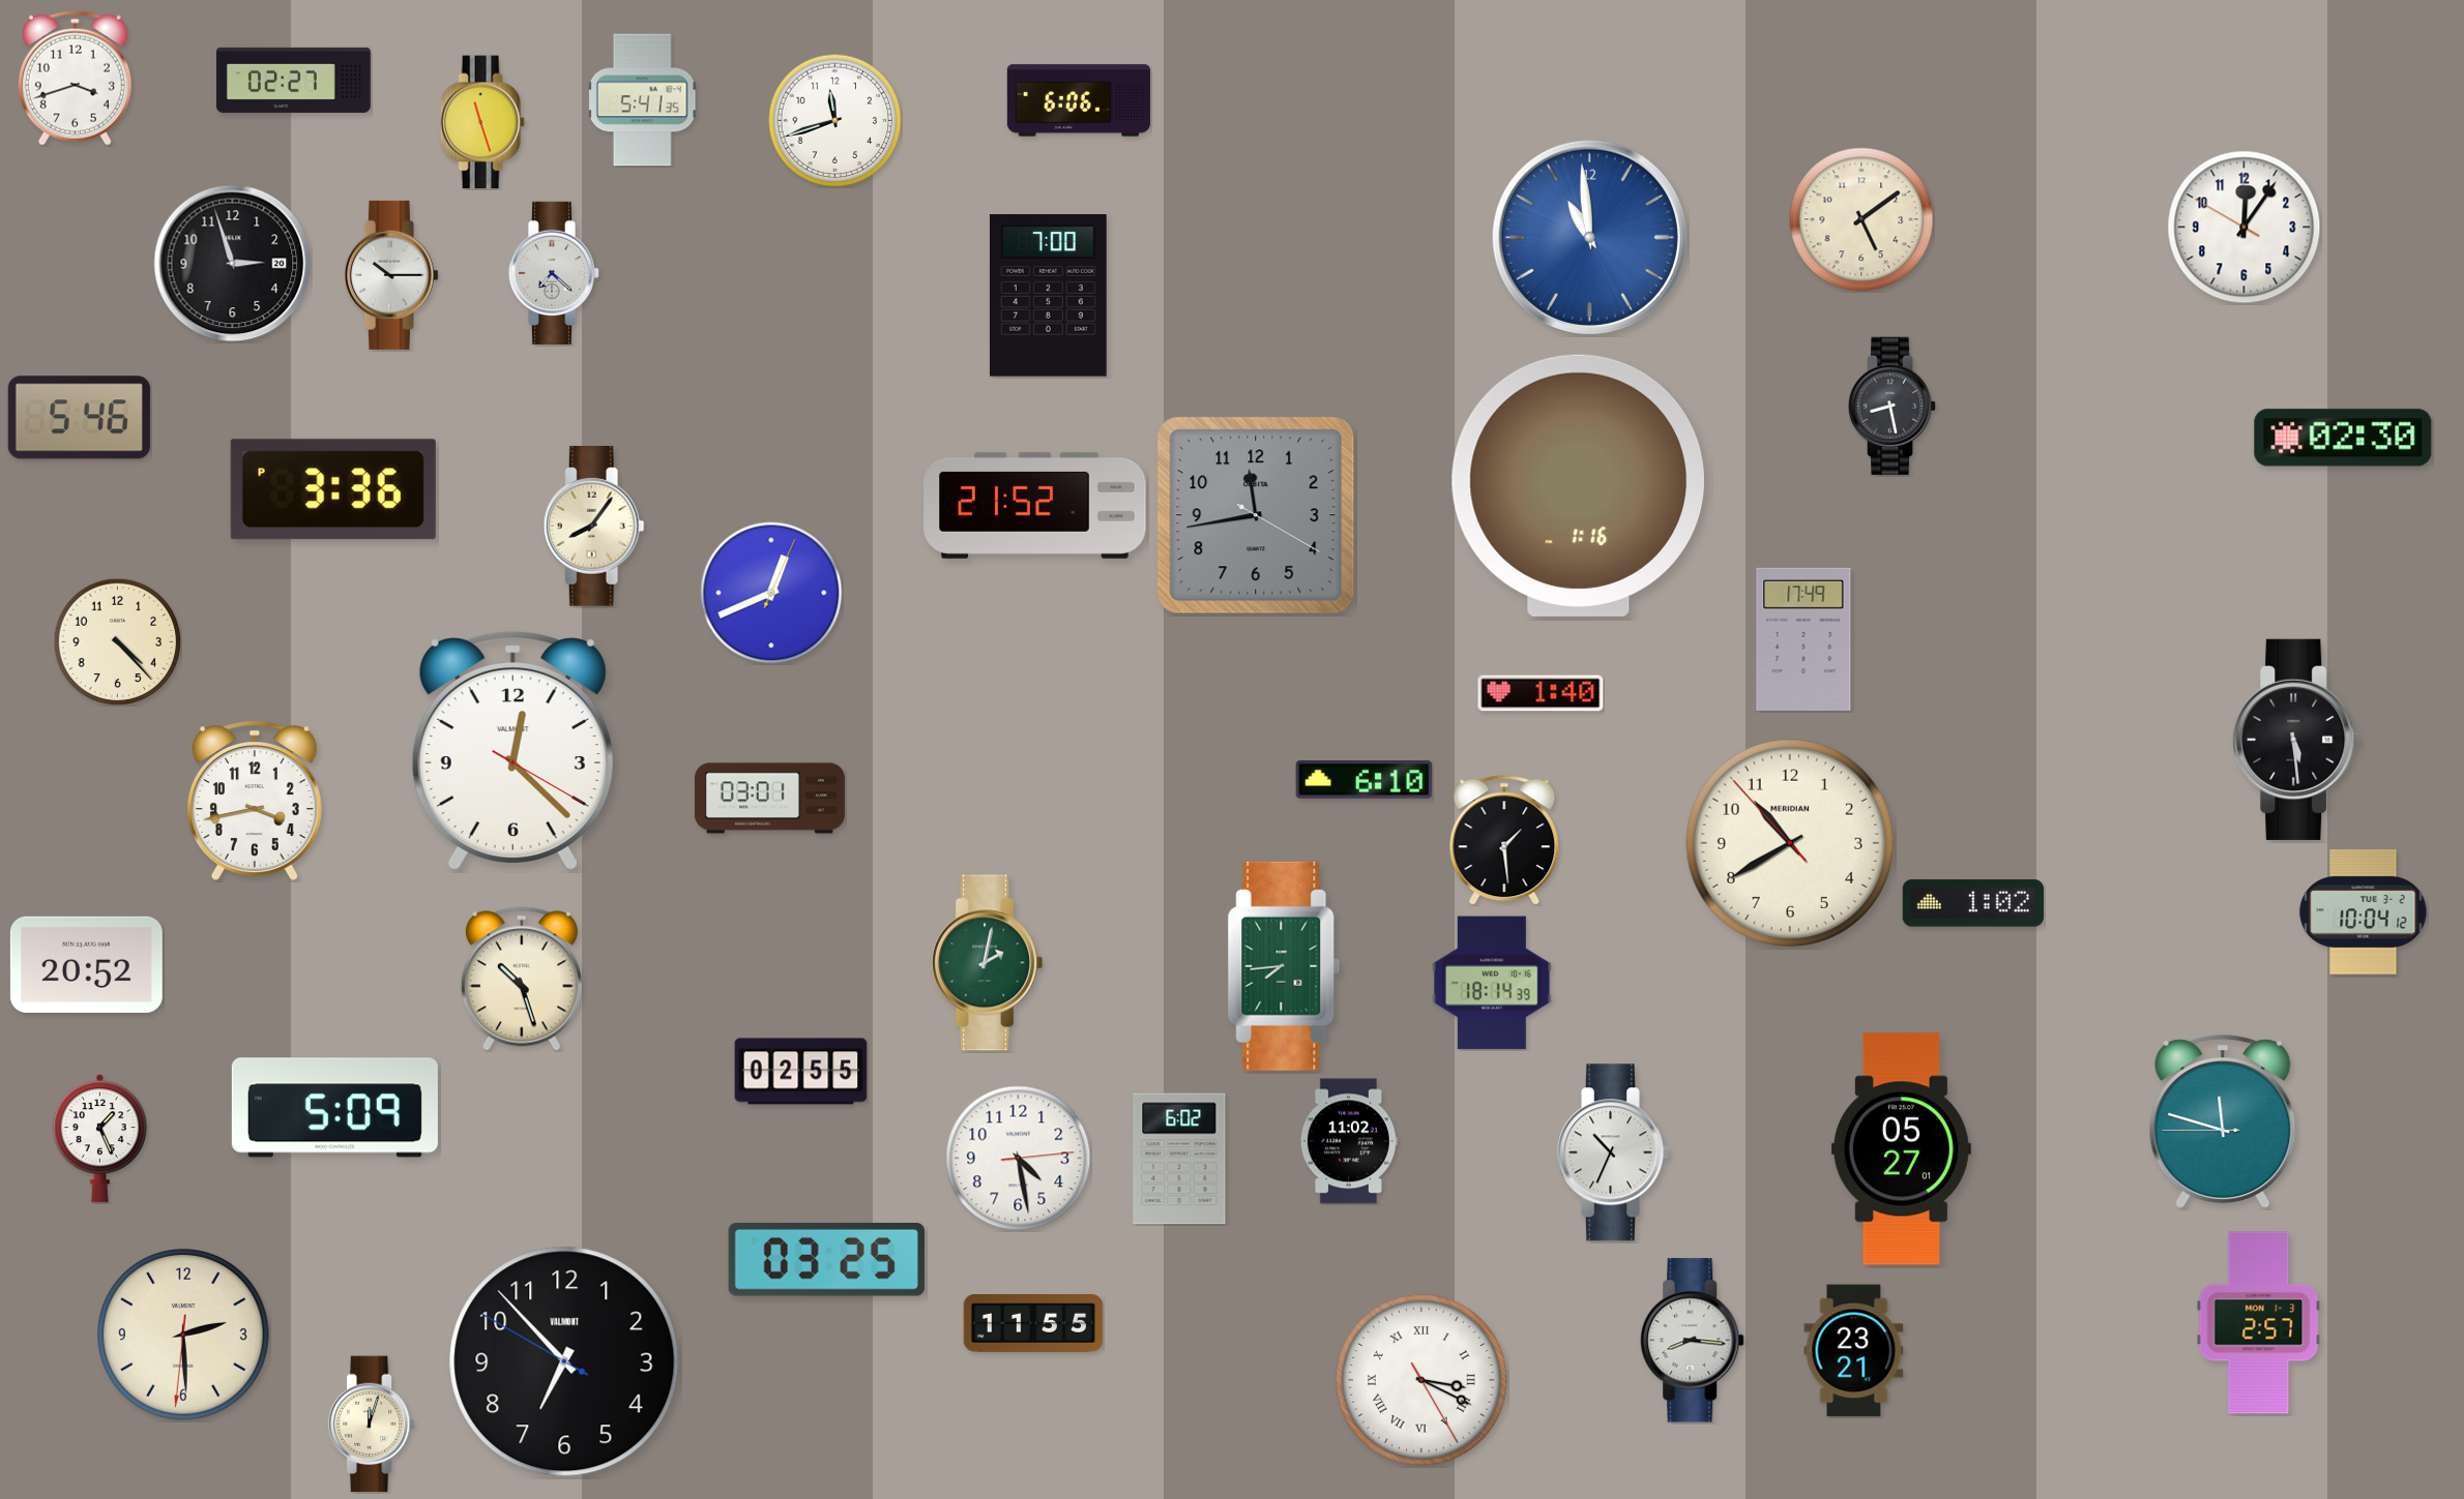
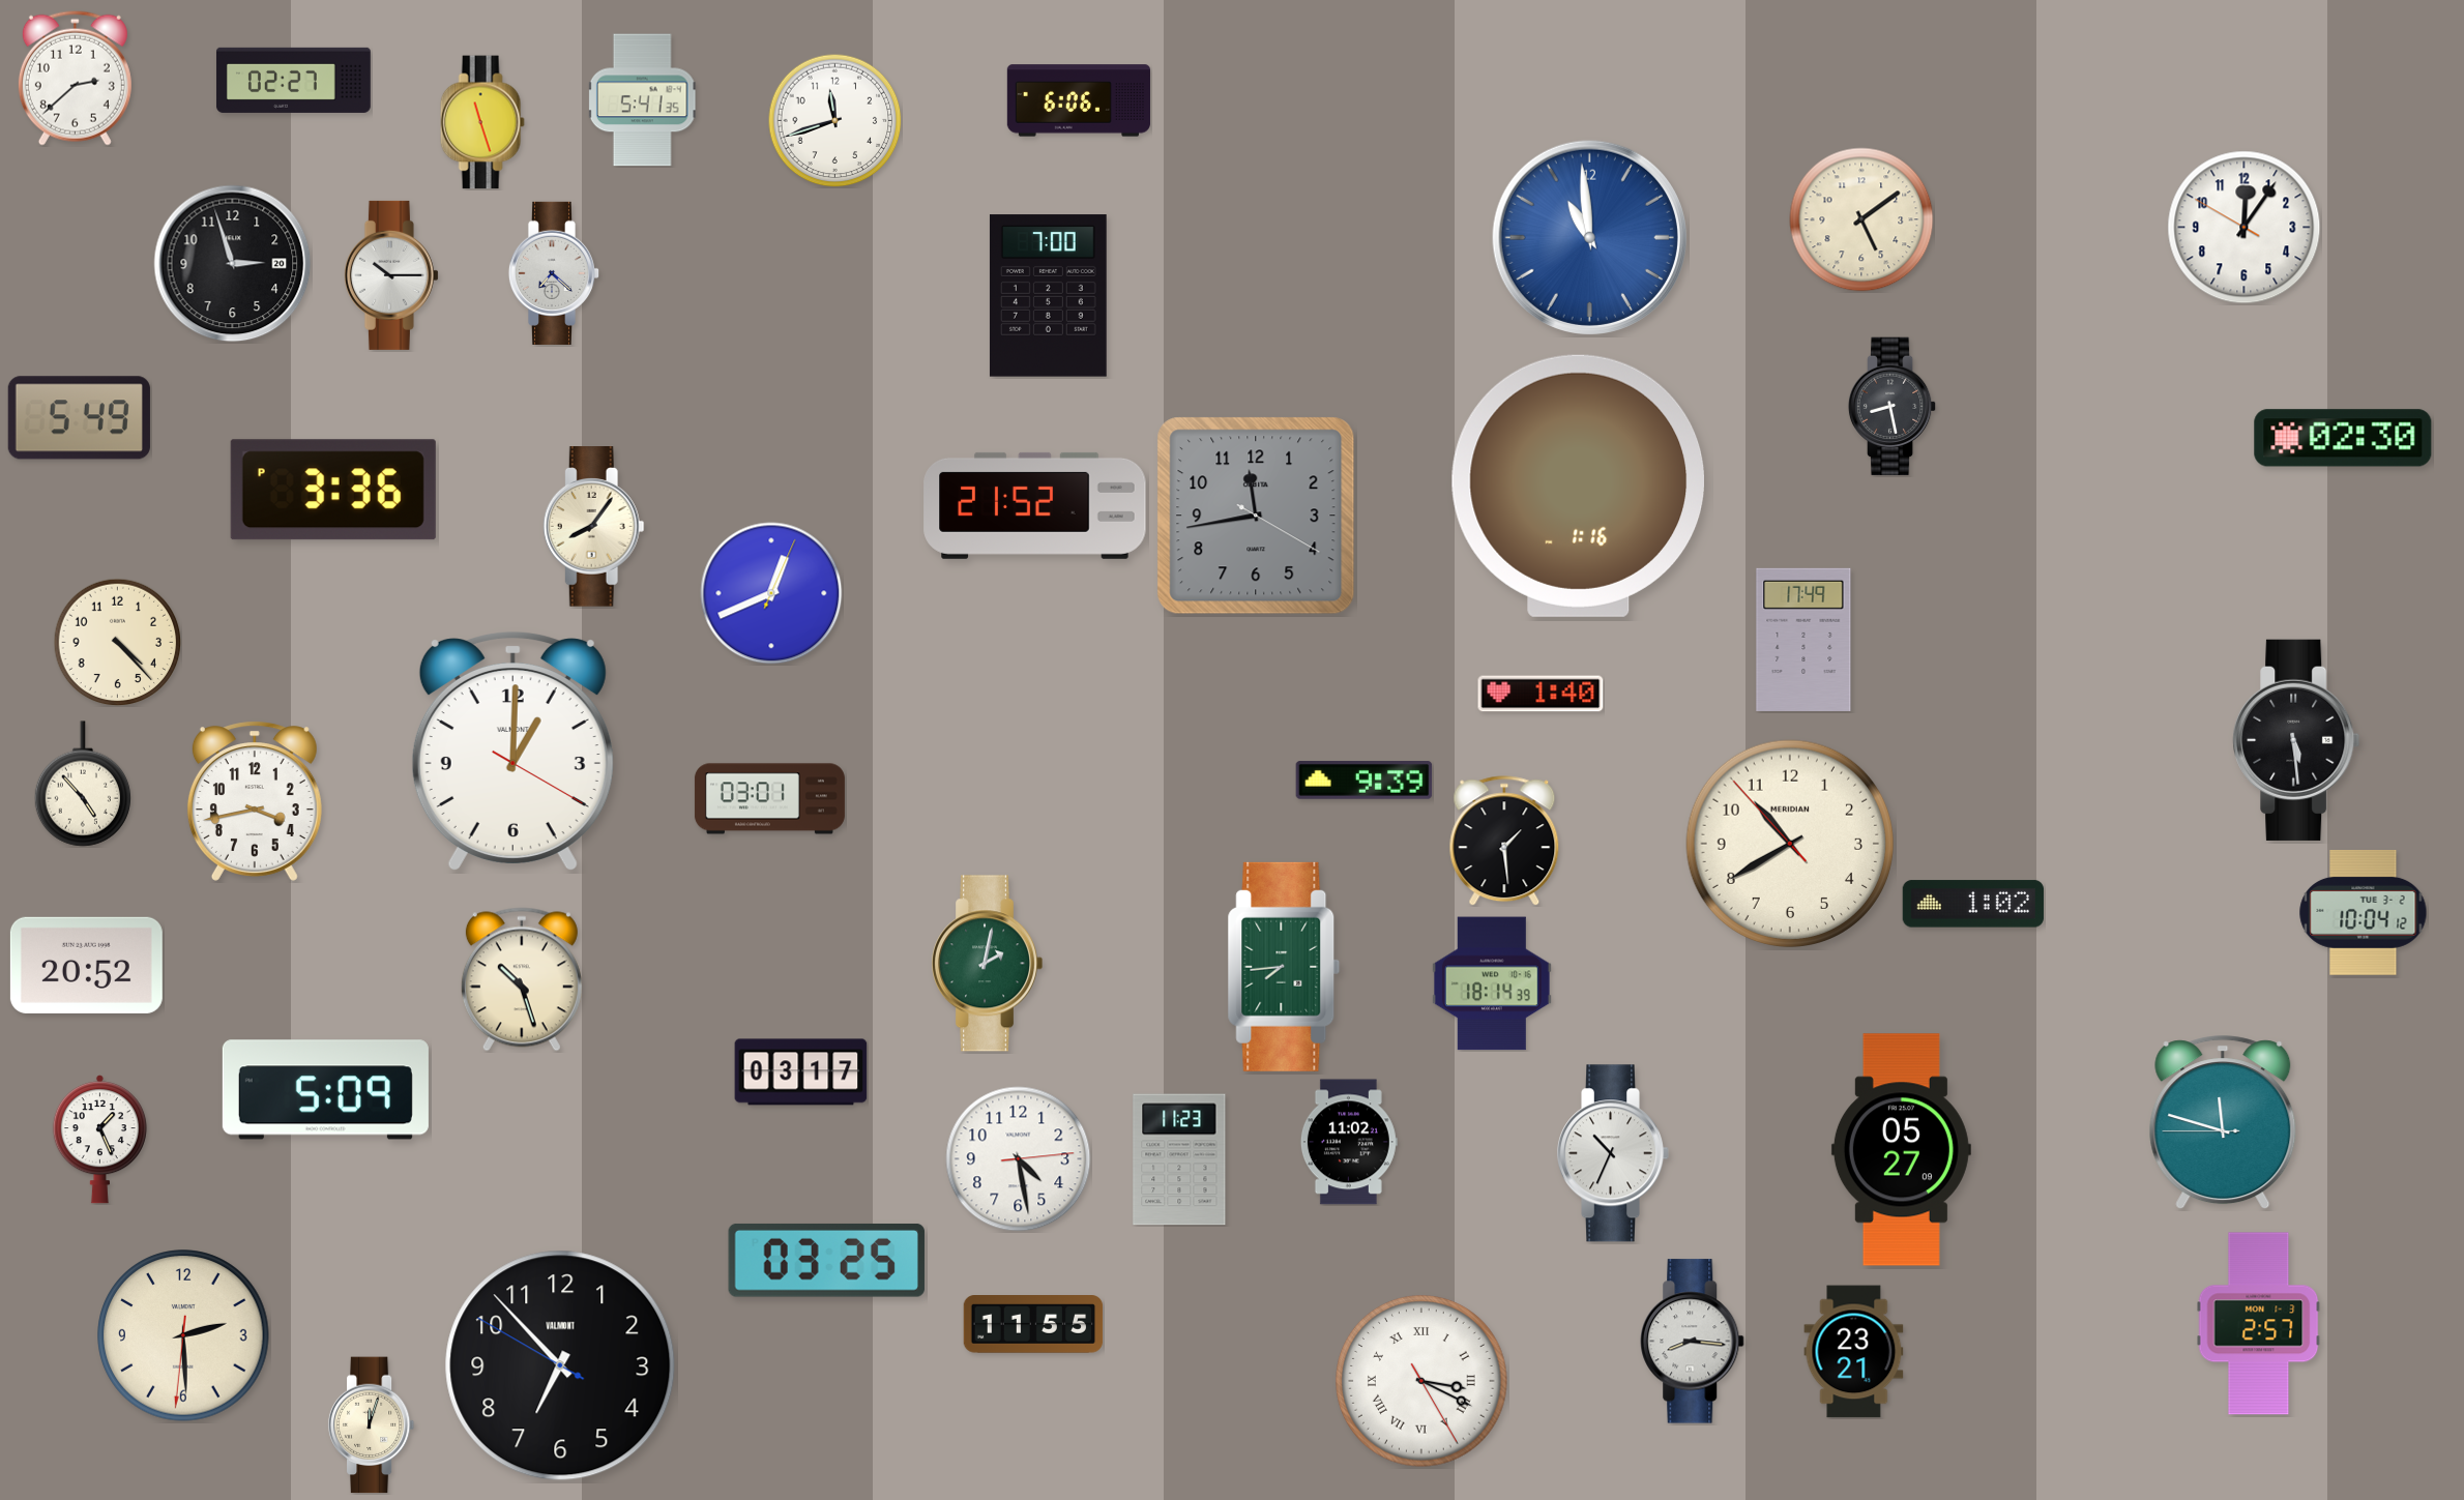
clock at (75, 78): 3:42 -> 2:38
clock at (79, 418): 5:46 -> 5:49
clock at (512, 751): 12:22 -> 1:00
clock at (1365, 780): 6:10 -> 9:39
clock at (82, 784): none -> 4:53
clock at (801, 1072): 02:55 -> 03:17
clock at (334, 1108) position: (334, 1108) -> (325, 1090)
clock at (1901, 1149): 05:27:01 -> 05:27:09
clock at (1179, 1159): 6:02 -> 11:23
clock at (564, 1361) position: (564, 1361) -> (560, 1365)
